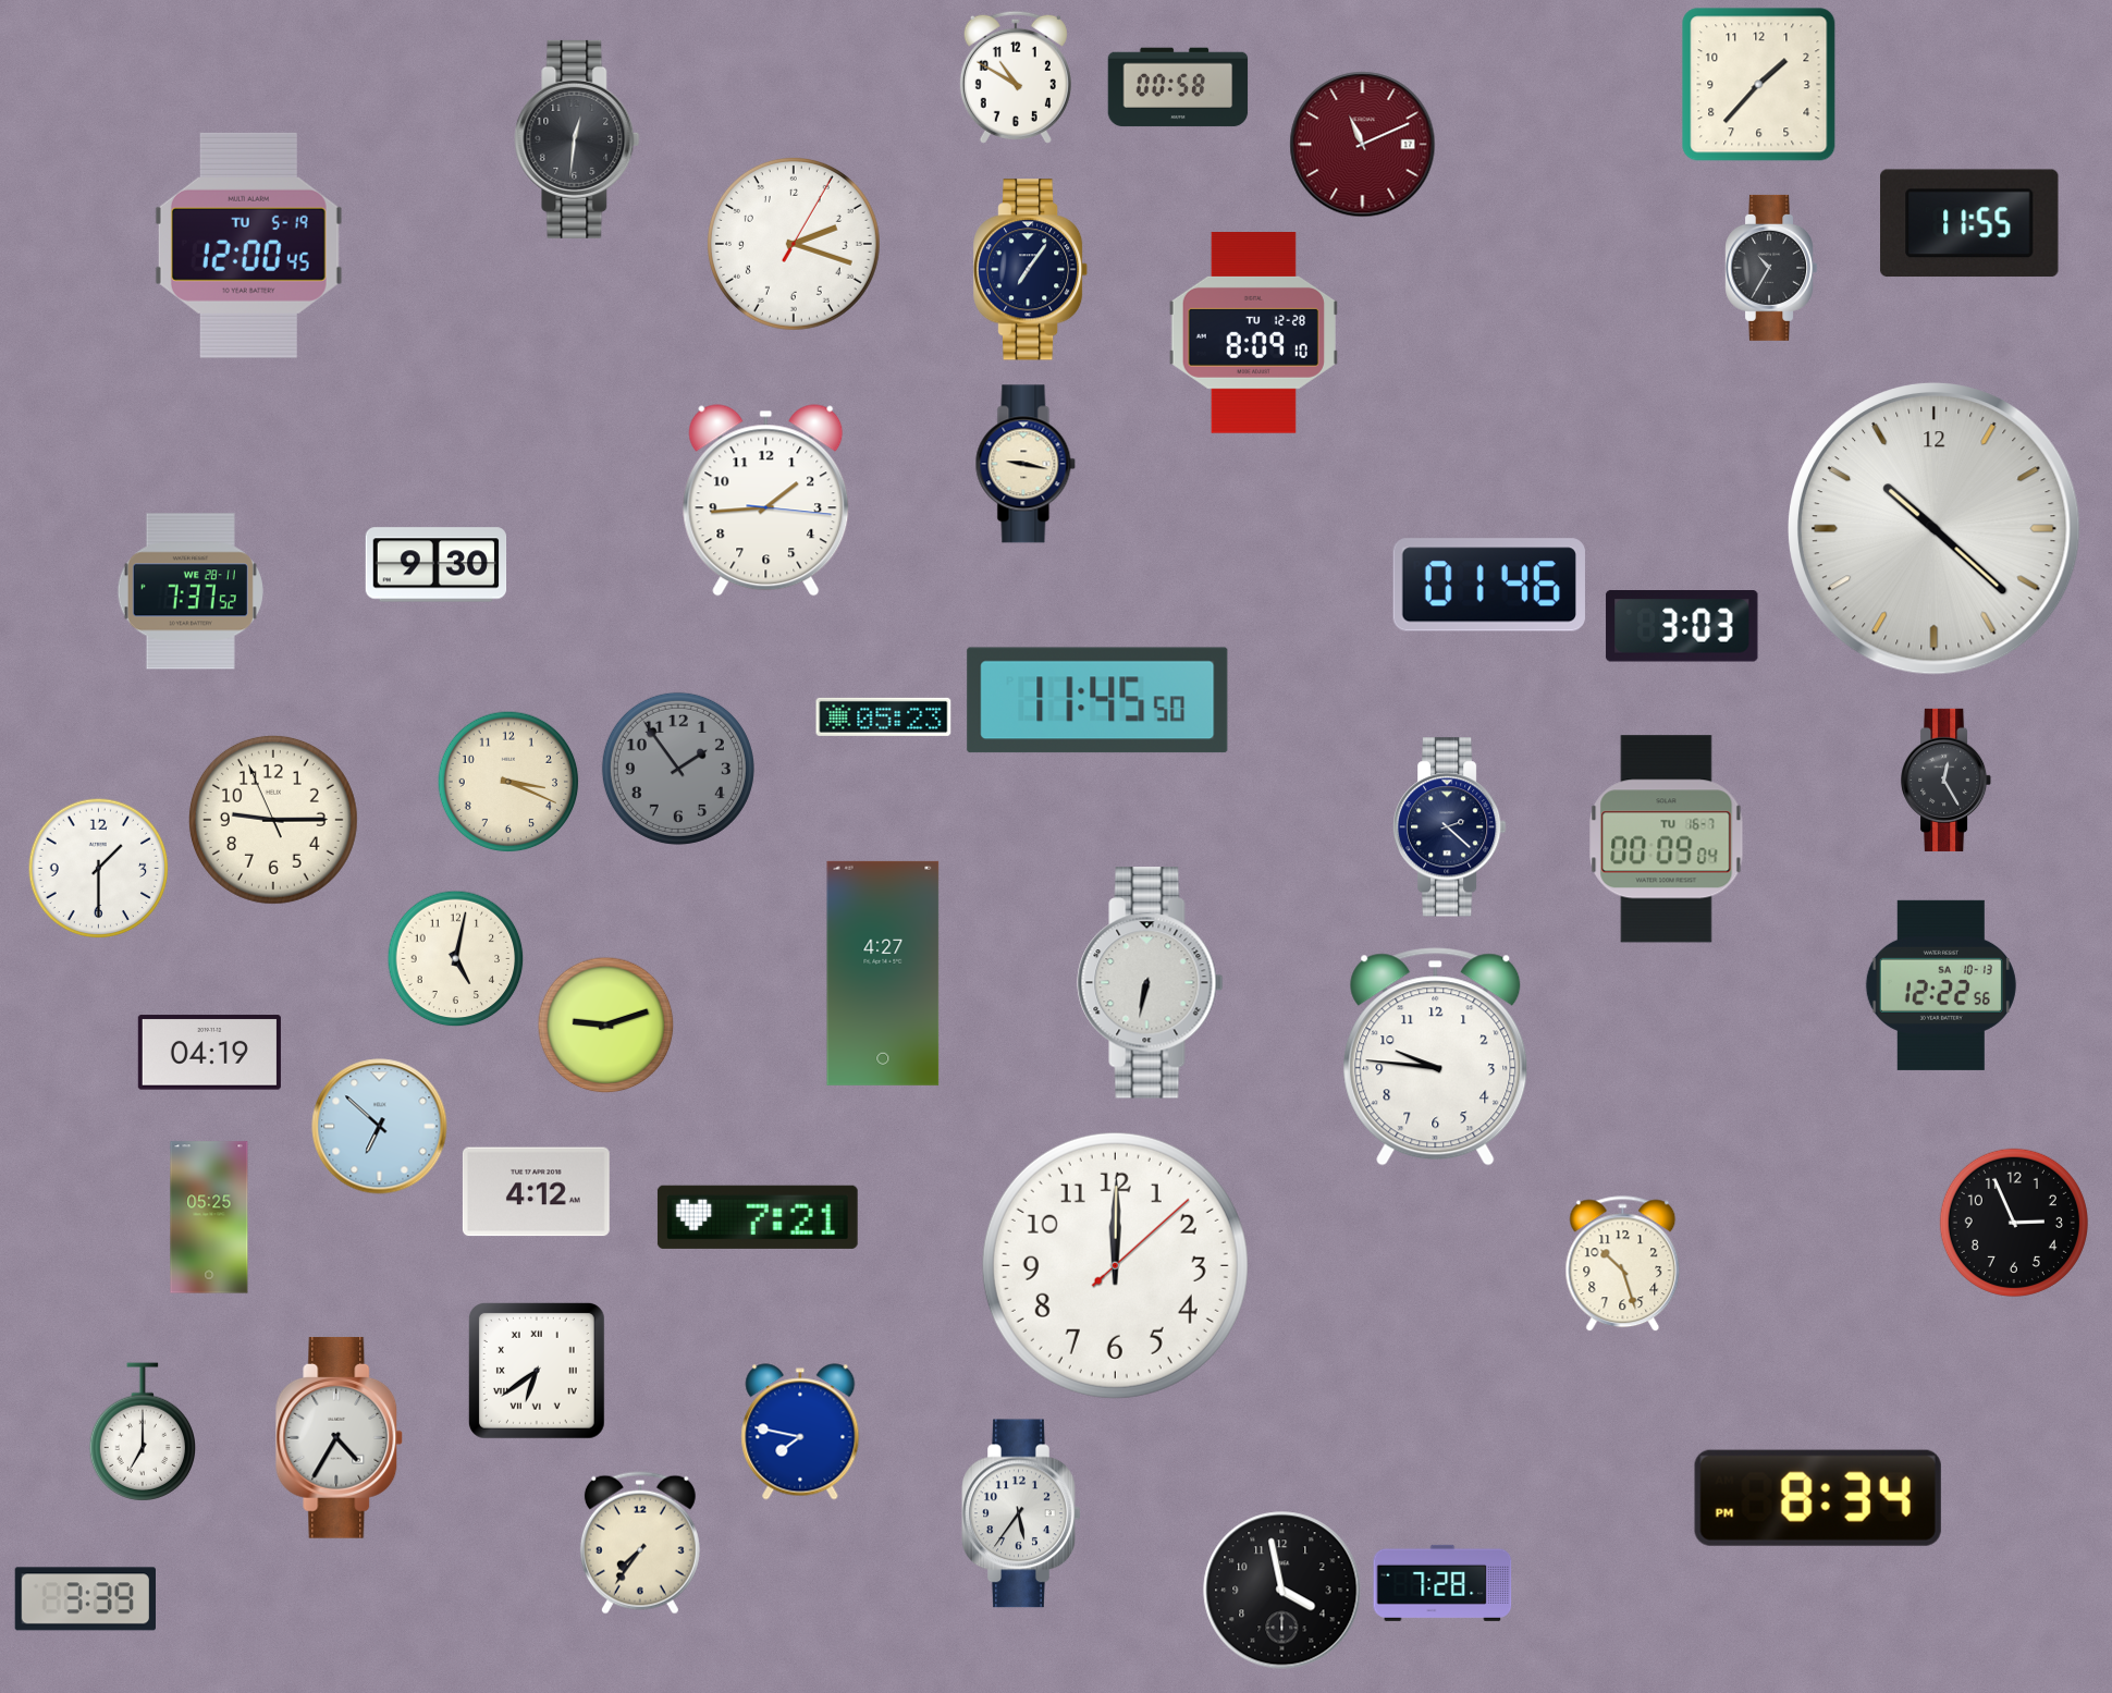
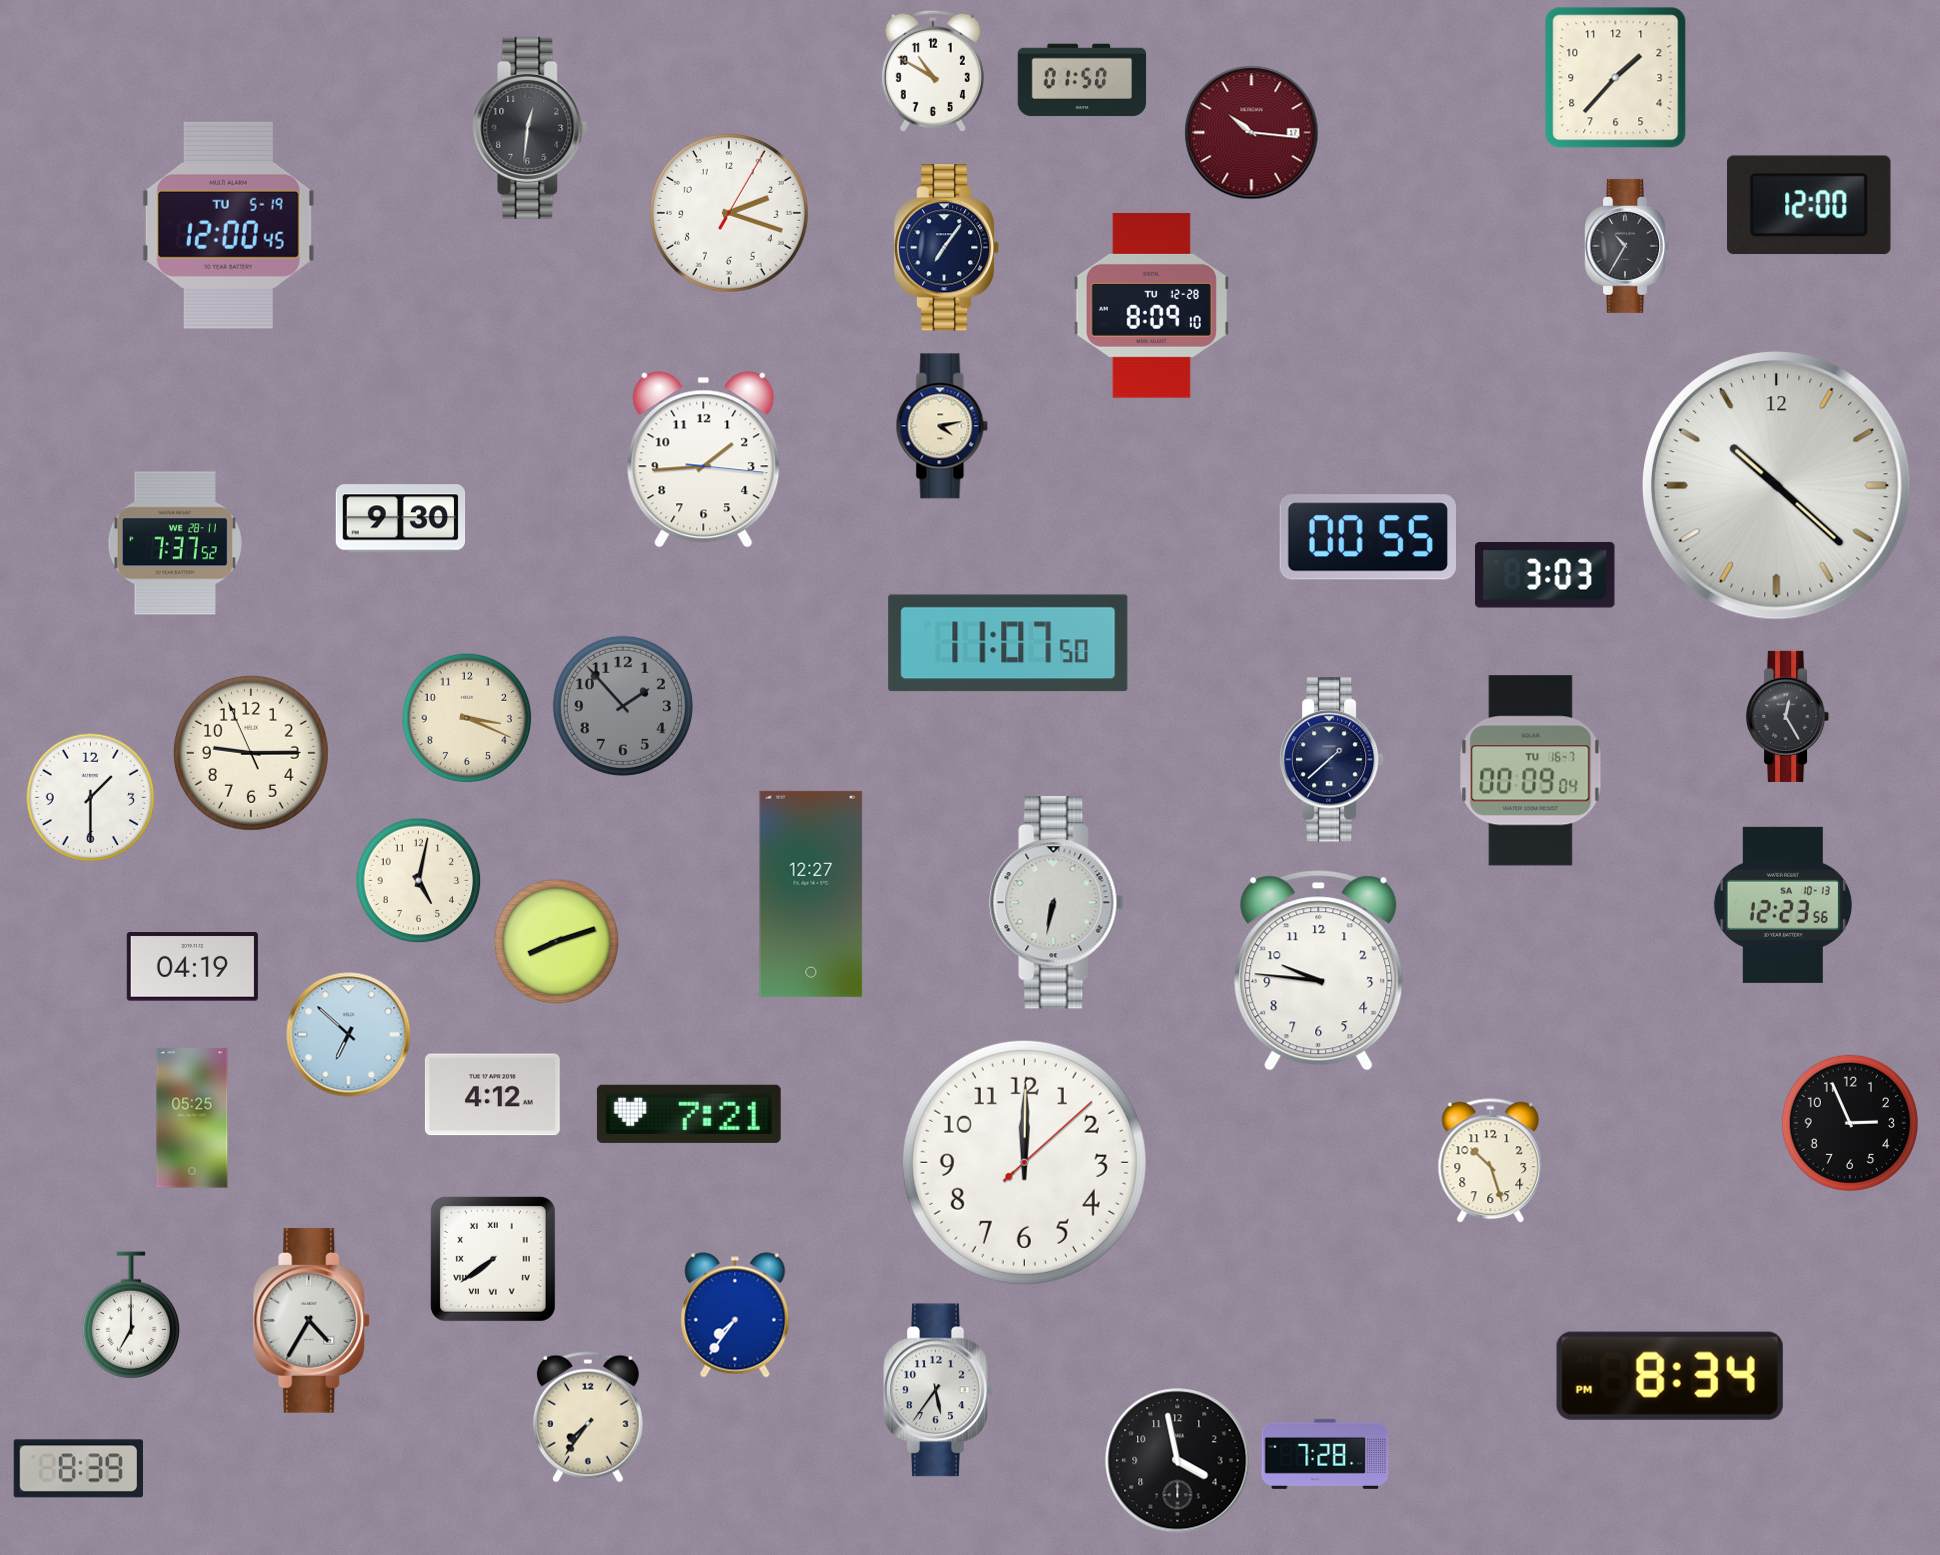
clock at (1178, 87): 00:58 -> 01:50
clock at (1363, 145): 11:11 -> 10:16
clock at (1969, 223): 11:55 -> 12:00
clock at (794, 244) position: (794, 244) -> (729, 213)
clock at (1026, 464): 9:17 -> 4:13
clock at (1489, 585): 01:46 -> 00:55
clock at (1097, 700): 11:45 -> 11:07
clock at (884, 716): 05:23 -> none
clock at (678, 769): 1:54 -> 1:53
clock at (1449, 827): 2:22 -> 1:38
clock at (883, 973): 4:27 -> 12:27
clock at (1941, 985): 12:22 -> 12:23
clock at (606, 1026): 9:12 -> 8:12
clock at (758, 1217) position: (758, 1217) -> (689, 1114)
clock at (537, 1371): 6:39 -> 7:39
clock at (800, 1432): 7:47 -> 7:36
clock at (85, 1599): 3:39 -> 8:39
